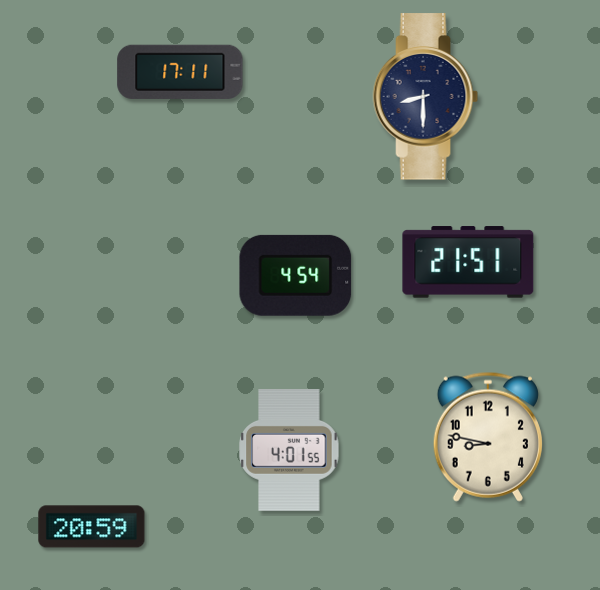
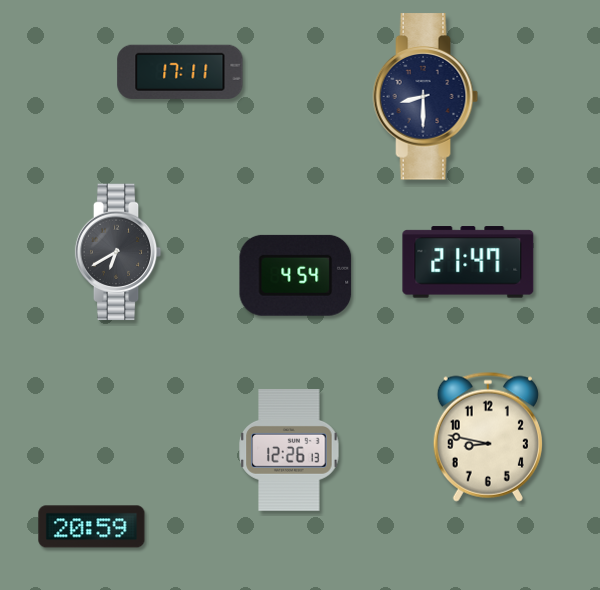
clock at (118, 252): none -> 6:40
clock at (468, 262): 21:51 -> 21:47
clock at (289, 451): 4:01 -> 12:26
